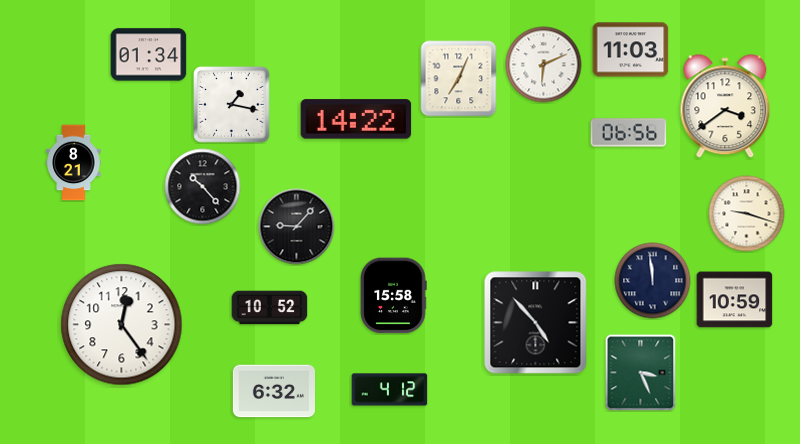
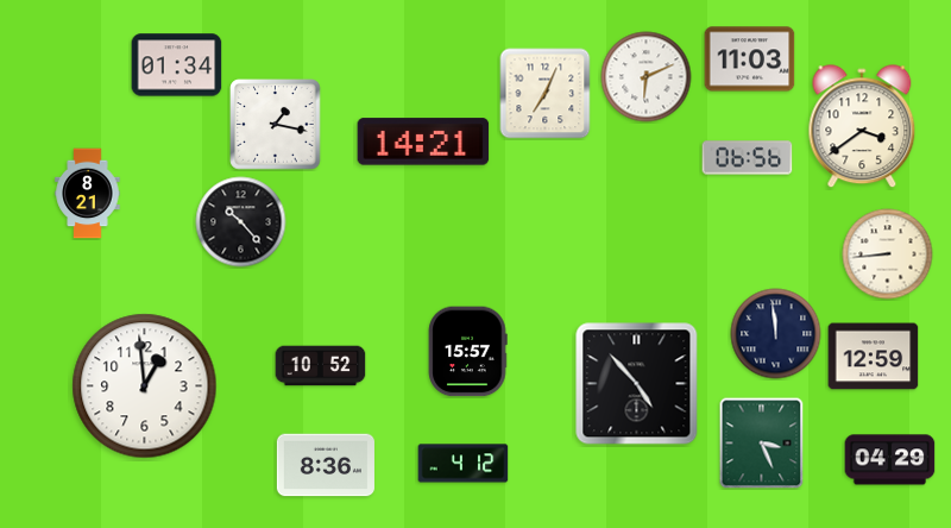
clock at (356, 119): 14:22 -> 14:21
clock at (747, 214): 9:18 -> 8:44
clock at (297, 227): 9:07 -> none
clock at (393, 296): 15:58 -> 15:57
clock at (735, 300): 10:59 -> 12:59
clock at (122, 325): 12:24 -> 12:59
clock at (890, 460): none -> 04:29
clock at (274, 391): 6:32 -> 8:36
